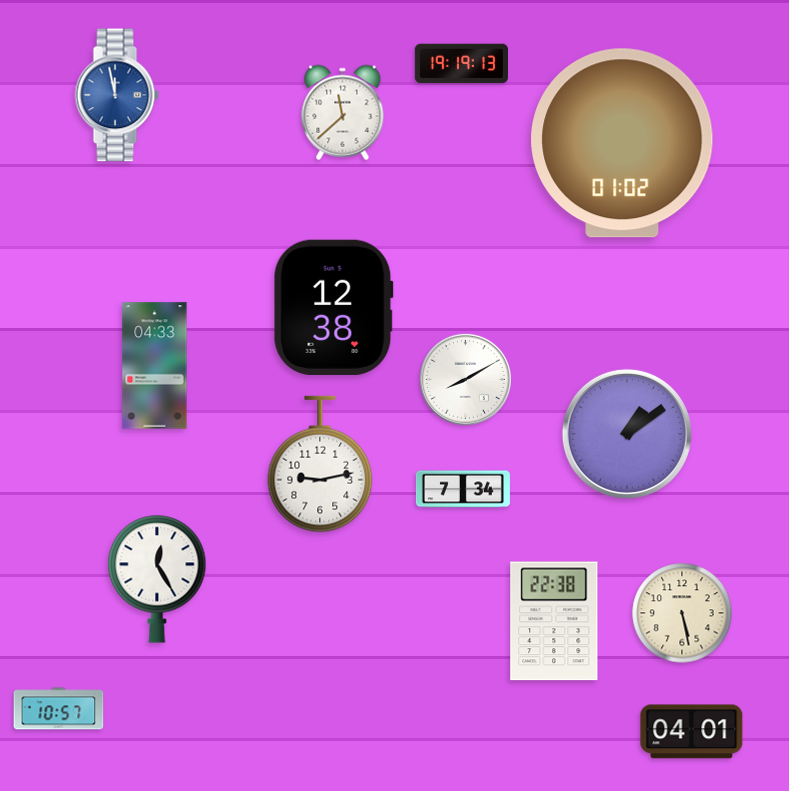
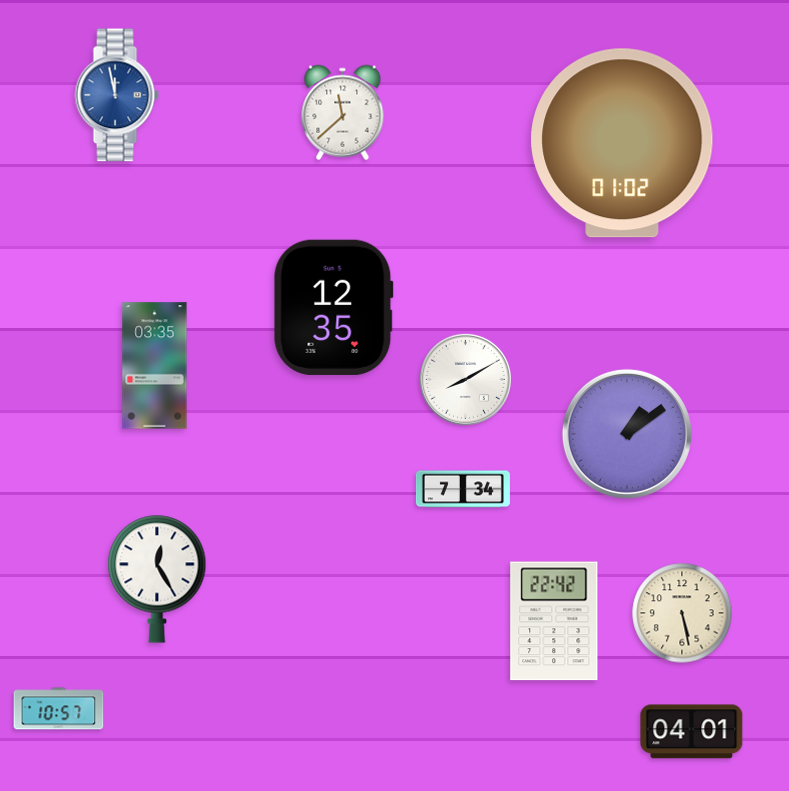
clock at (461, 64): 19:19 -> none
clock at (333, 307): 12:38 -> 12:35
clock at (155, 366): 04:33 -> 03:35
clock at (320, 464): 9:13 -> none
clock at (554, 621): 22:38 -> 22:42
